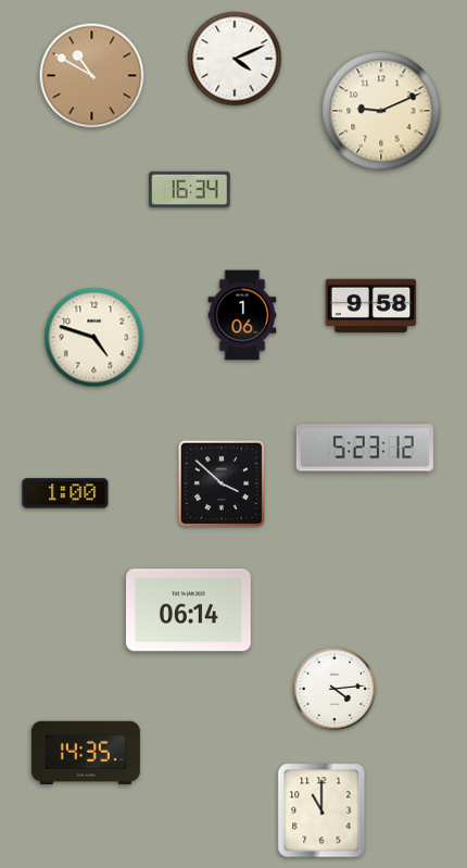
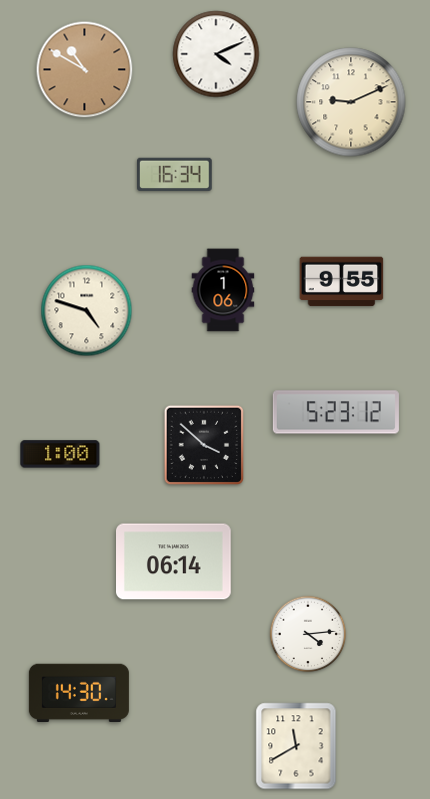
clock at (371, 306): 9:58 -> 9:55
clock at (86, 752): 14:35 -> 14:30
clock at (321, 810): 11:00 -> 11:40
